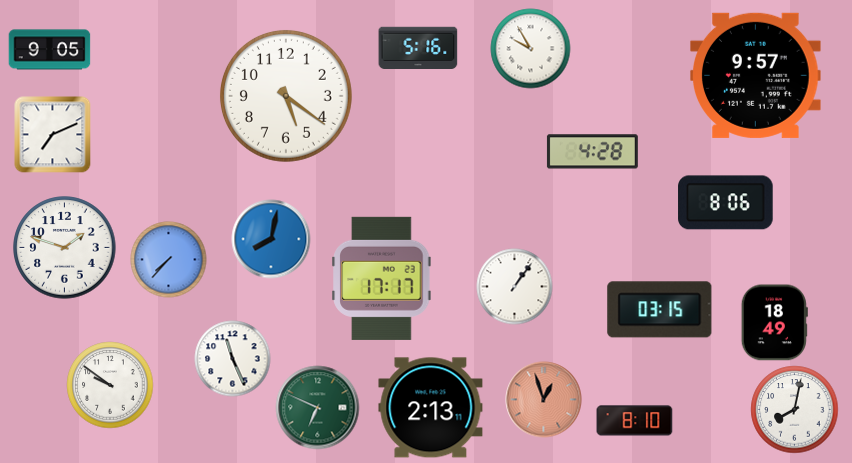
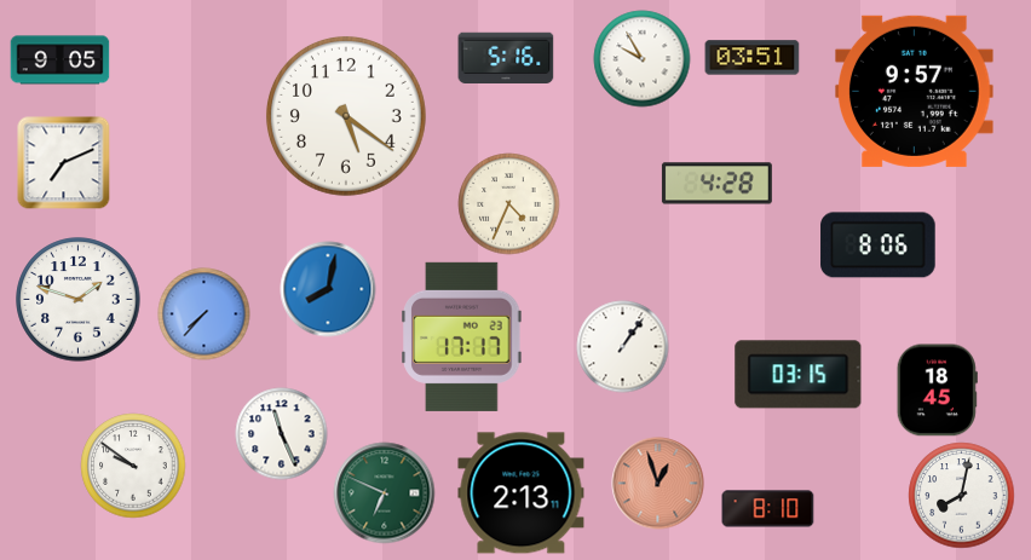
clock at (753, 58): none -> 03:51
clock at (509, 204): none -> 4:34
clock at (774, 323): 18:49 -> 18:45
